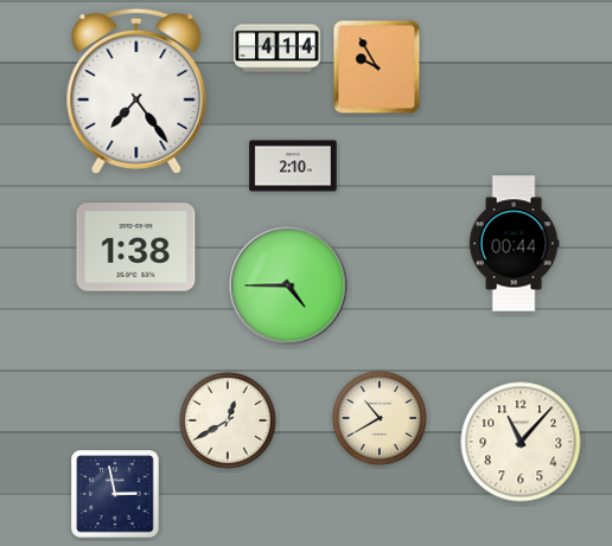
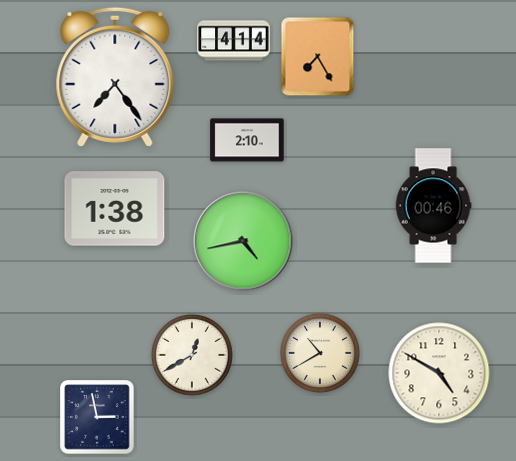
clock at (377, 68): 9:55 -> 7:25
clock at (514, 244): 00:44 -> 00:46
clock at (288, 285): 4:45 -> 4:43
clock at (521, 442): 11:07 -> 4:50
